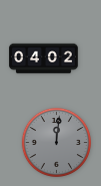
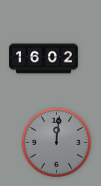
clock at (44, 59): 04:02 -> 16:02
